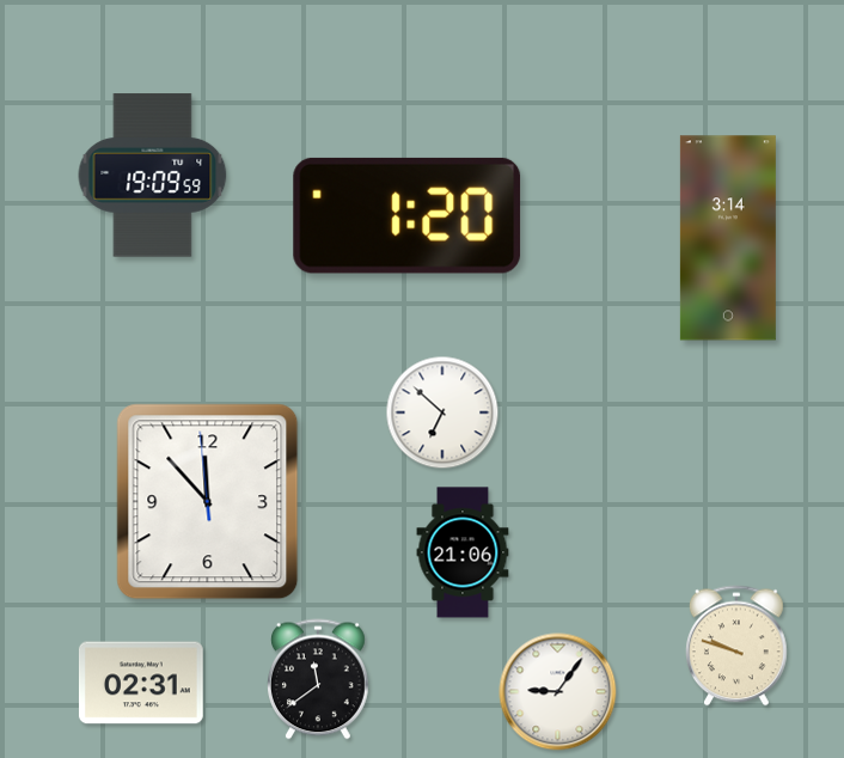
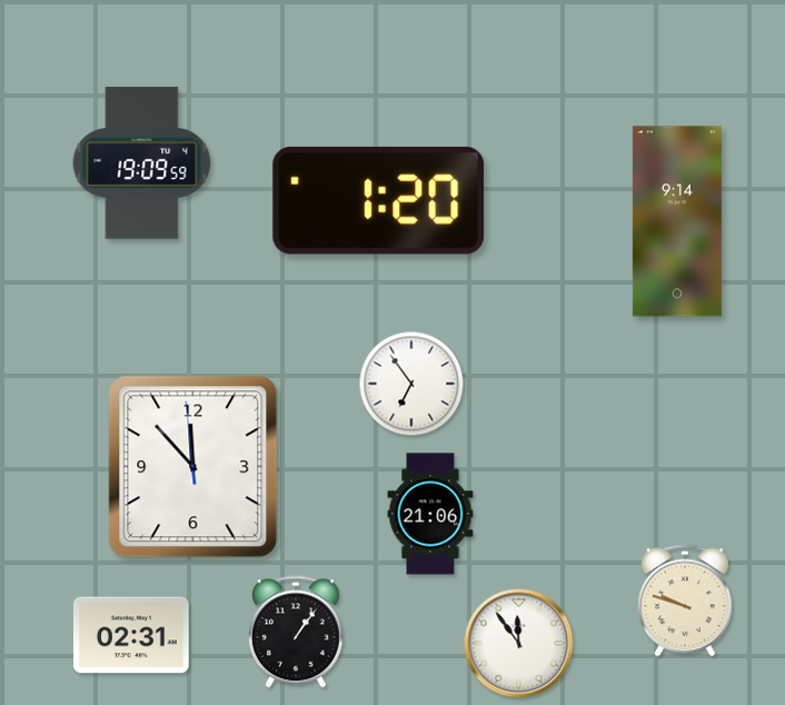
clock at (728, 238): 3:14 -> 9:14
clock at (442, 412): 6:52 -> 6:54
clock at (319, 679): 11:39 -> 1:06
clock at (558, 692): 9:06 -> 11:54
